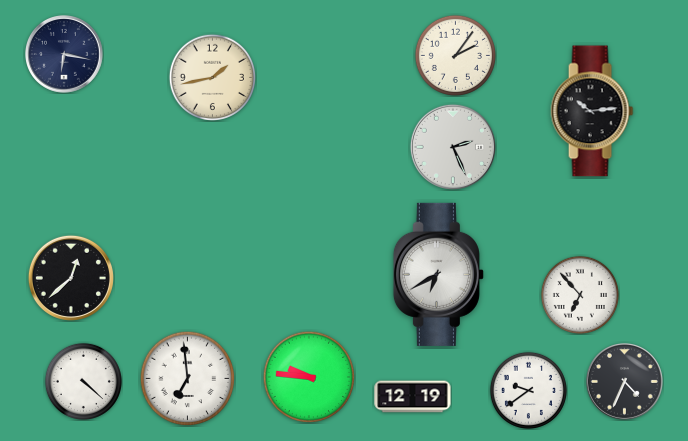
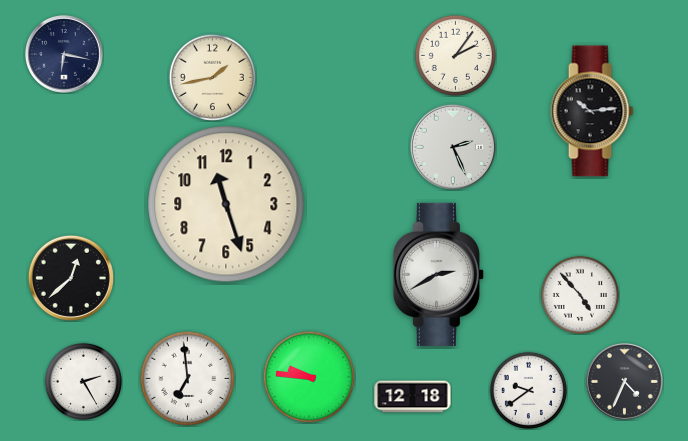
clock at (226, 204): none -> 11:27
clock at (438, 274): 6:40 -> 2:40
clock at (580, 295): 6:53 -> 4:53
clock at (83, 381): 4:22 -> 2:25
clock at (413, 397): 12:19 -> 12:18
